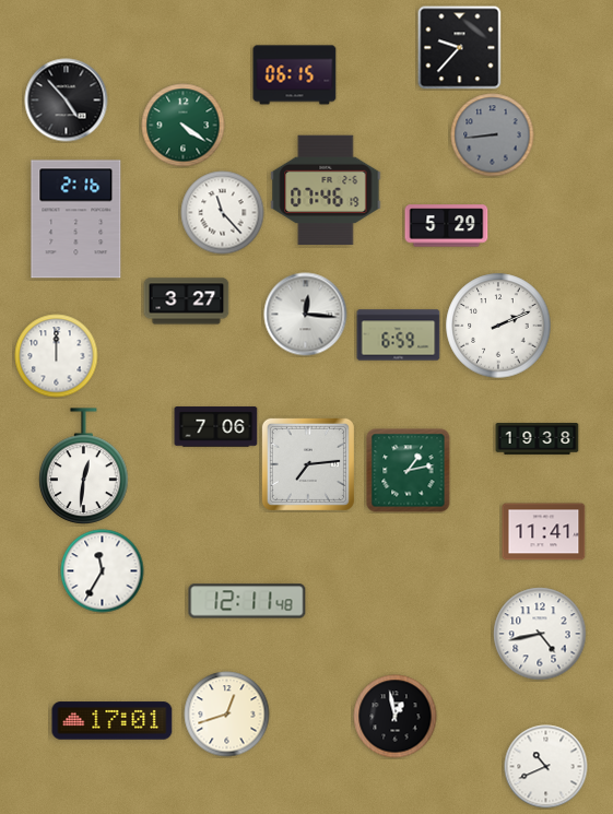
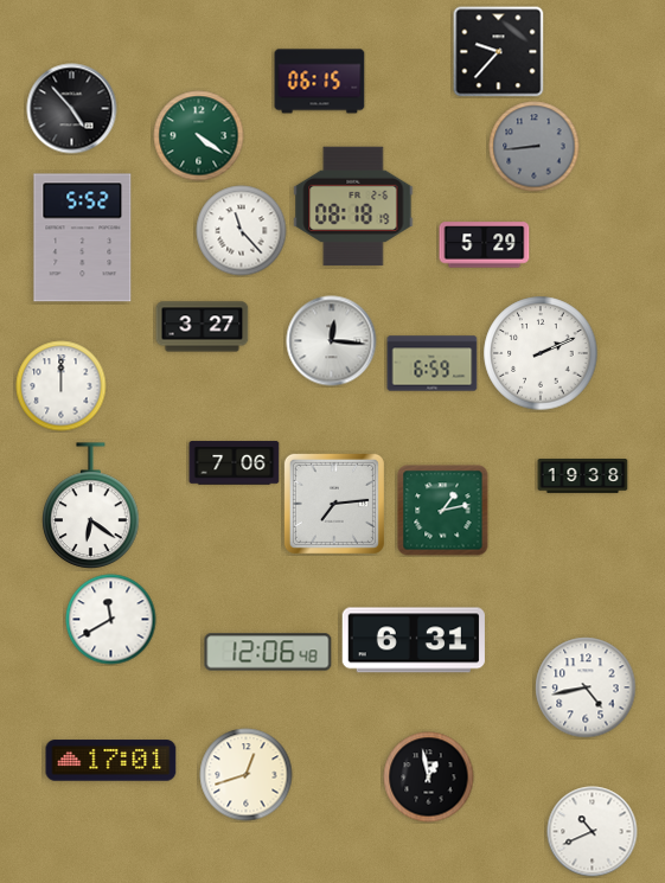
clock at (326, 190): 07:46 -> 08:18
clock at (76, 220): 2:16 -> 5:52
clock at (84, 465): 12:31 -> 6:21
clock at (544, 532): 11:41 -> none
clock at (103, 571): 11:35 -> 11:40
clock at (414, 640): none -> 6:31
clock at (247, 601): 12:11 -> 12:06
clock at (113, 721) position: (113, 721) -> (111, 761)
